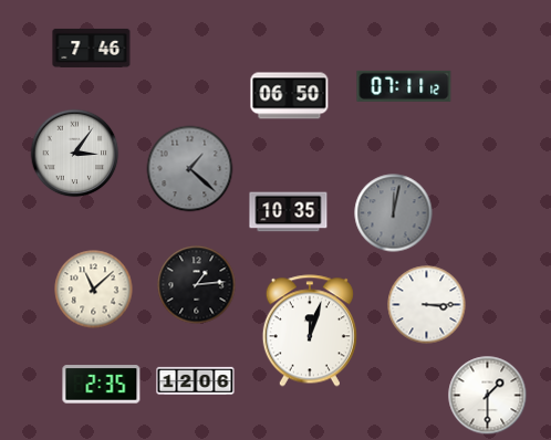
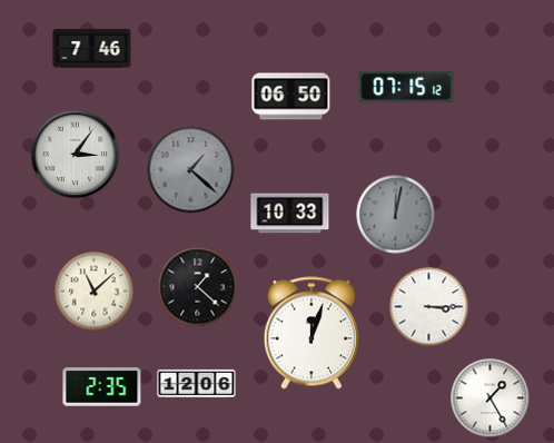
clock at (404, 86): 07:11 -> 07:15
clock at (289, 212): 10:35 -> 10:33
clock at (197, 285): 1:14 -> 1:22
clock at (488, 396): 1:30 -> 1:25
